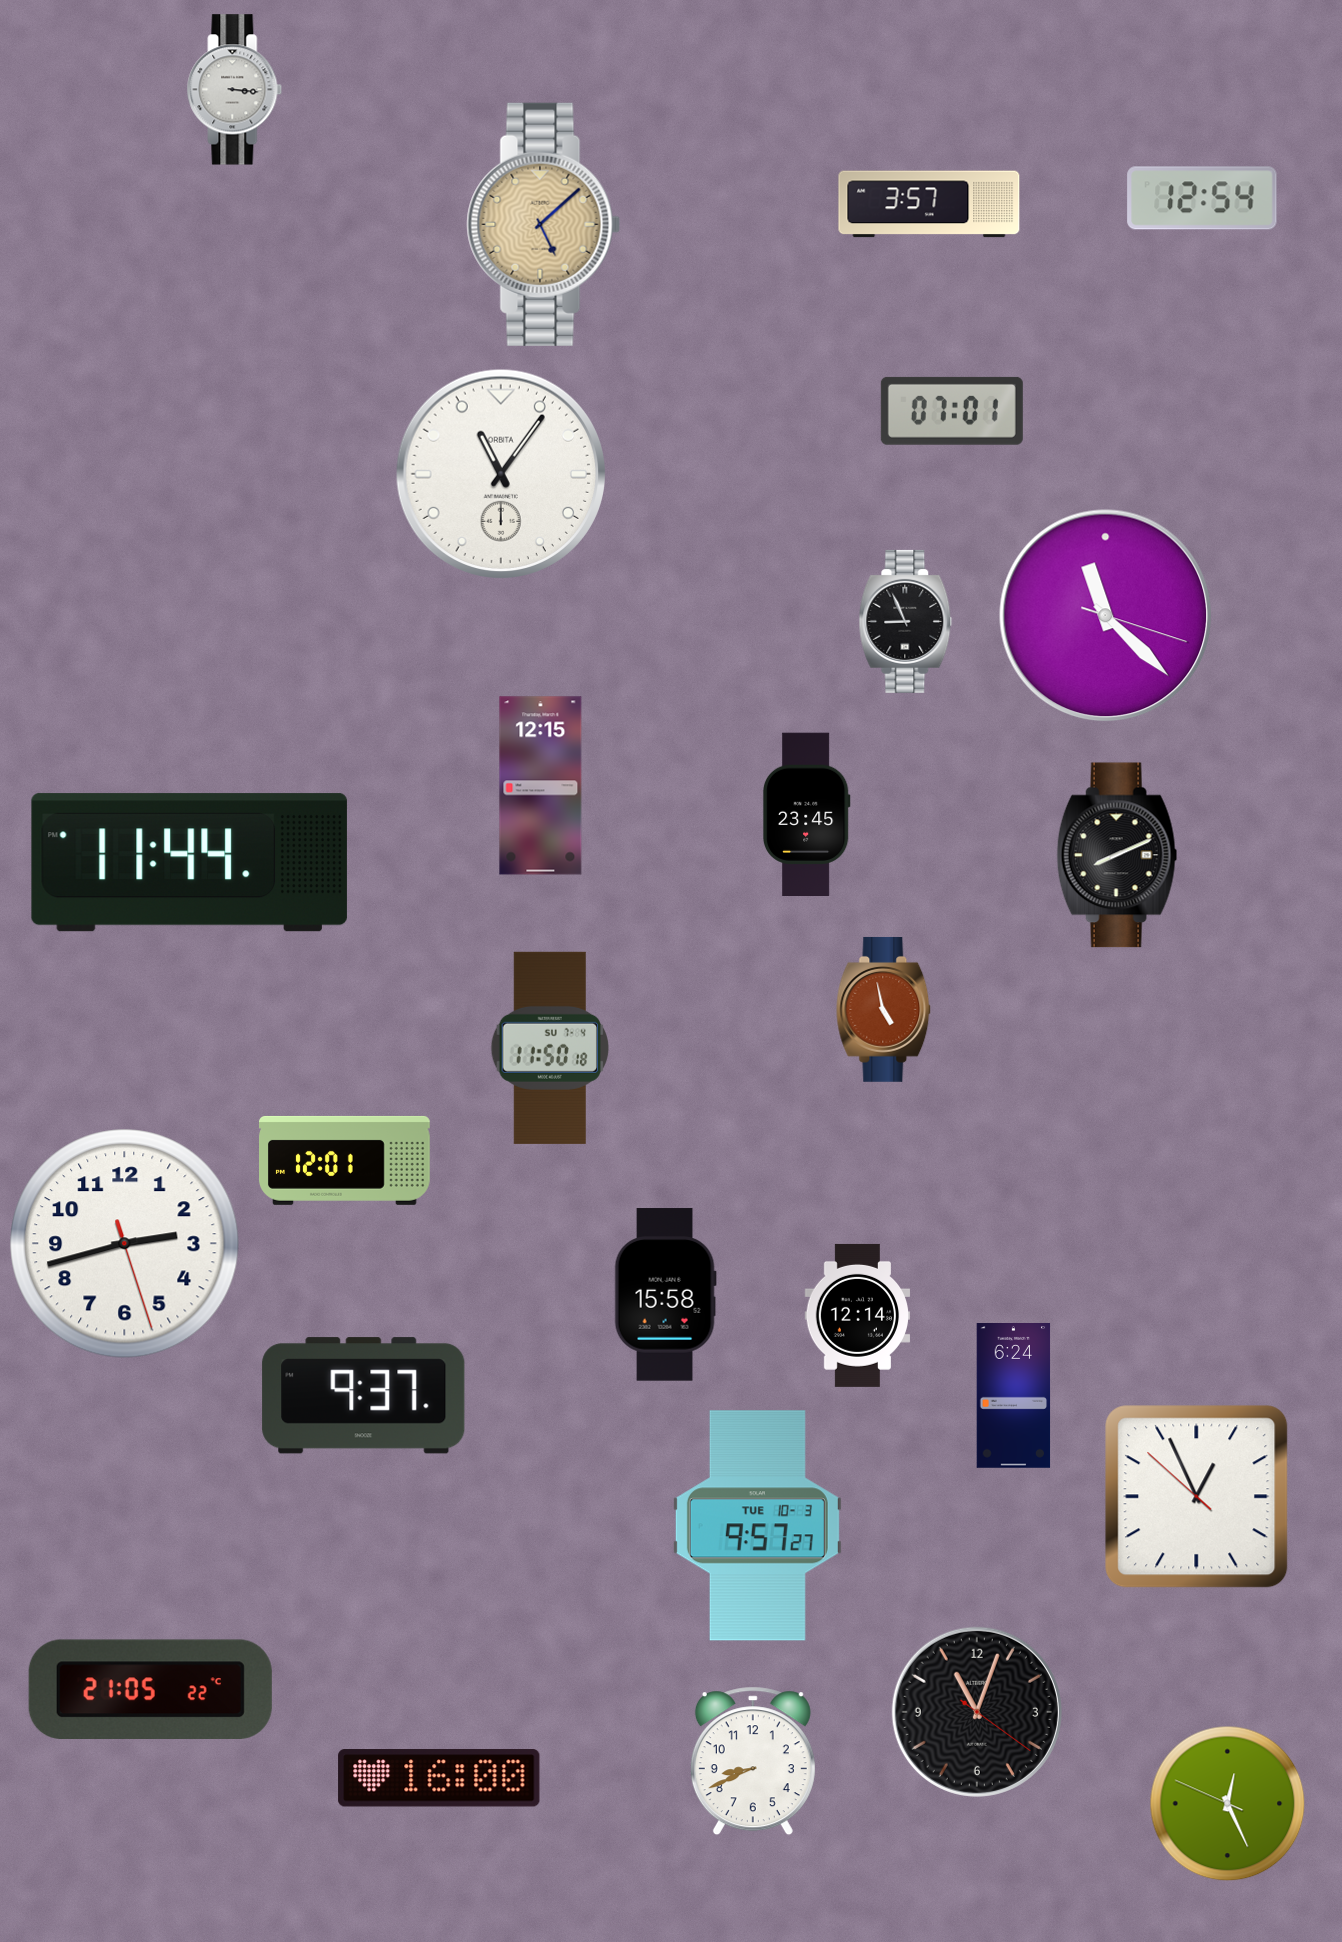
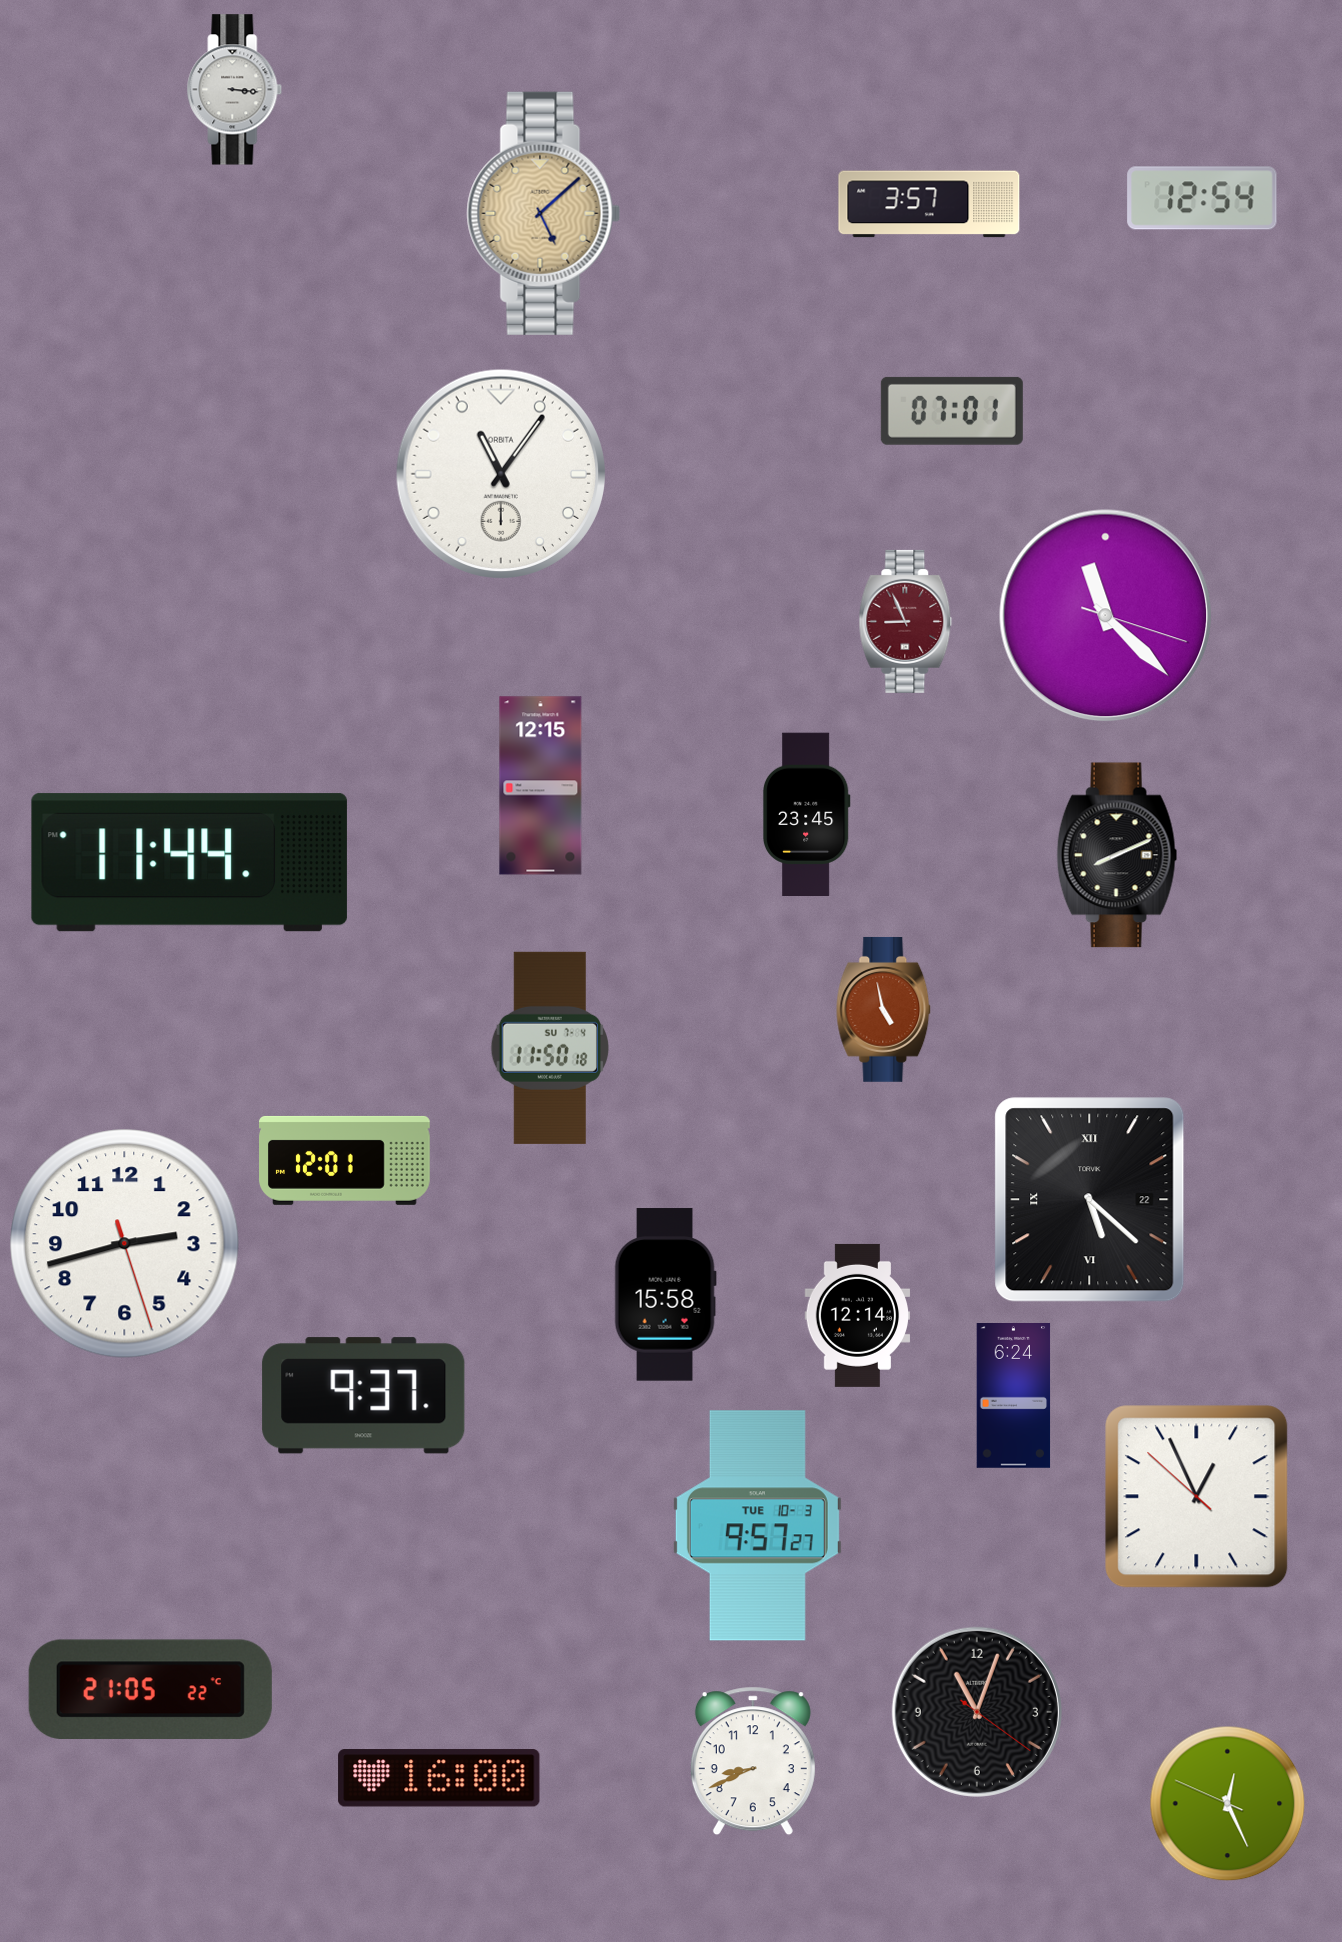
clock at (544, 224) position: (544, 224) -> (544, 213)
clock at (906, 621) dial: black -> burgundy
clock at (1090, 1200): none -> 5:22
